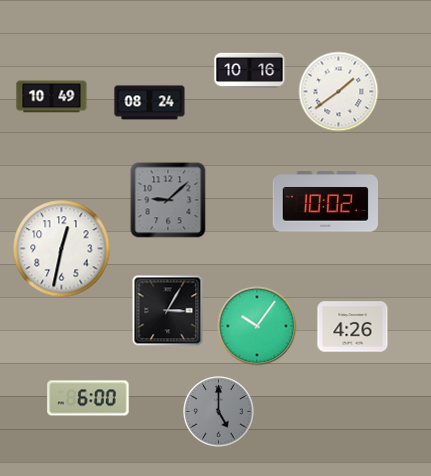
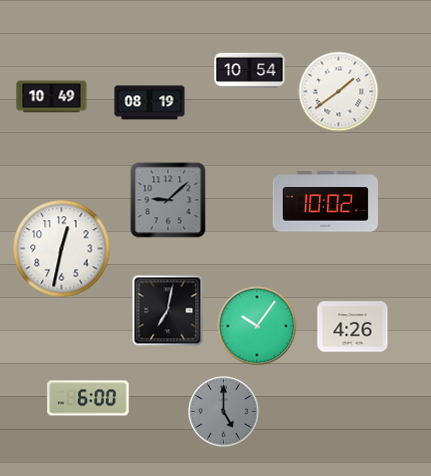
clock at (250, 70): 10:16 -> 10:54
clock at (150, 103): 08:24 -> 08:19
clock at (168, 311): 3:05 -> 7:02
clock at (219, 412) position: (219, 412) -> (224, 412)
